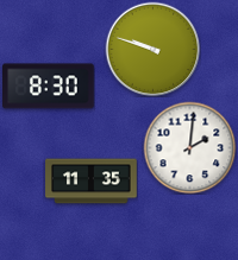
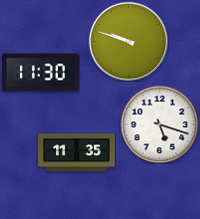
clock at (49, 87): 8:30 -> 11:30
clock at (189, 147): 2:01 -> 5:18
